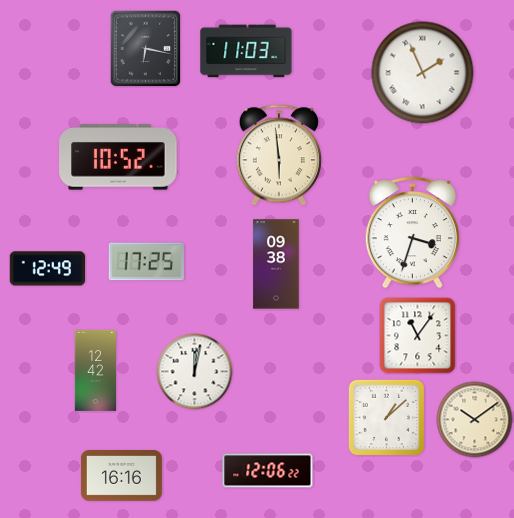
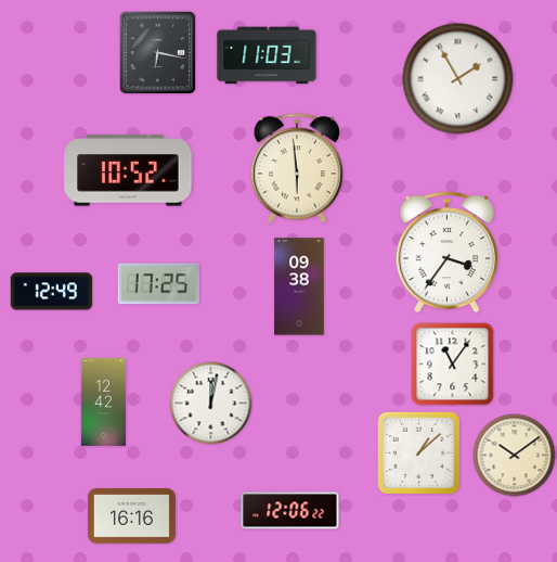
clock at (423, 73): 1:56 -> 1:55
clock at (279, 155) position: (279, 155) -> (297, 168)
clock at (412, 232): 3:33 -> 3:36
